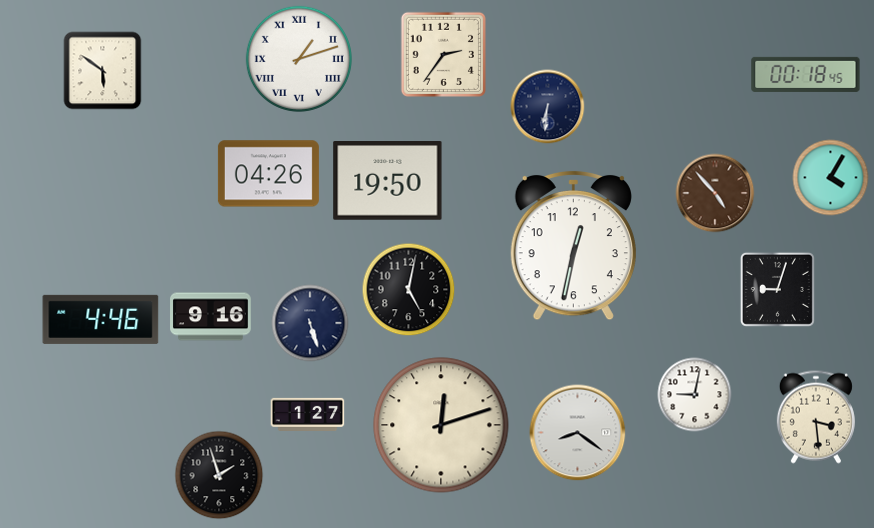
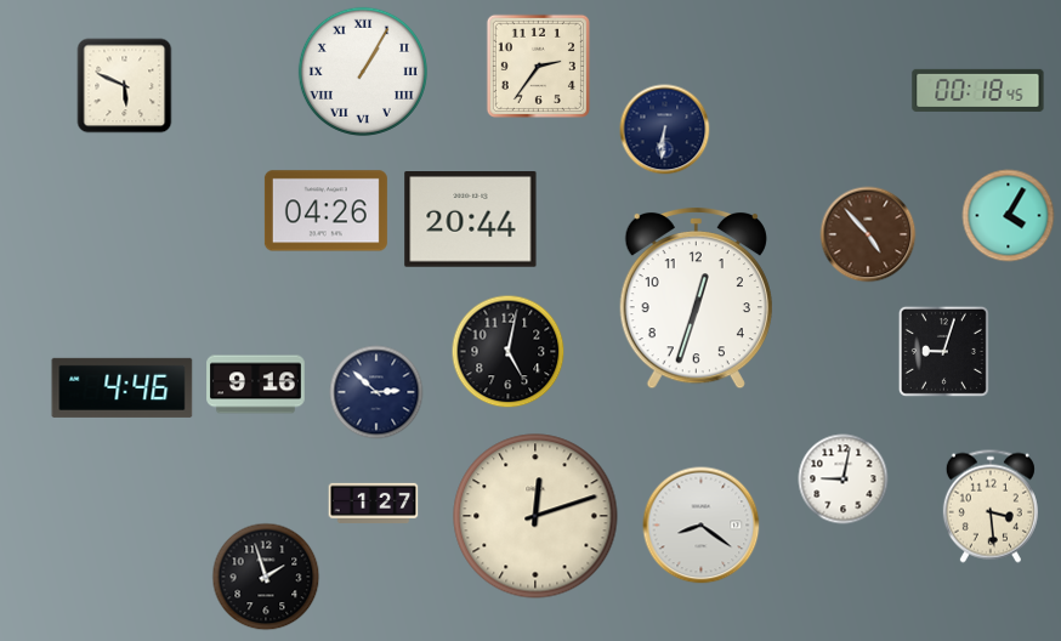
clock at (299, 59): 1:12 -> 1:05
clock at (103, 71): 5:51 -> 5:49
clock at (388, 181): 19:50 -> 20:44
clock at (573, 245): 12:32 -> 12:33
clock at (409, 290) position: (409, 290) -> (509, 352)
clock at (310, 323): 5:27 -> 2:52
